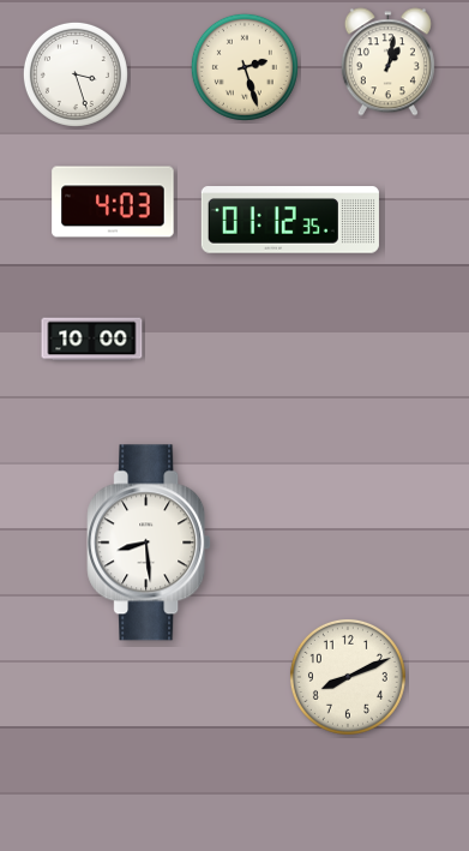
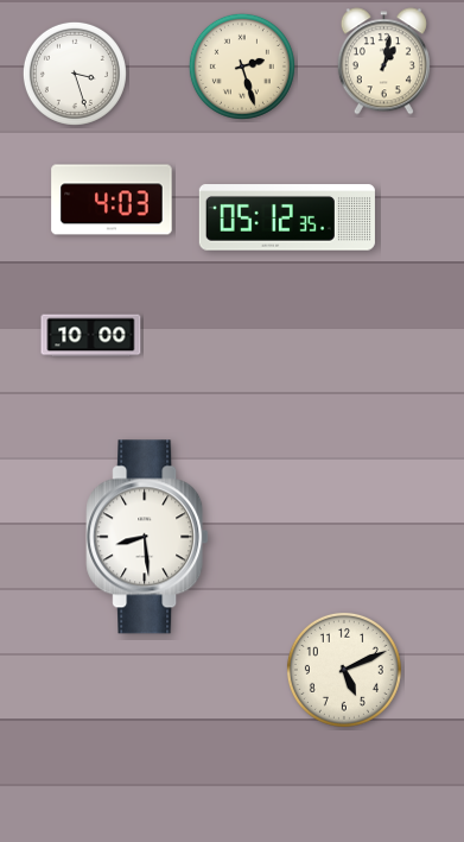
clock at (290, 220): 01:12 -> 05:12
clock at (348, 677): 8:11 -> 5:11
